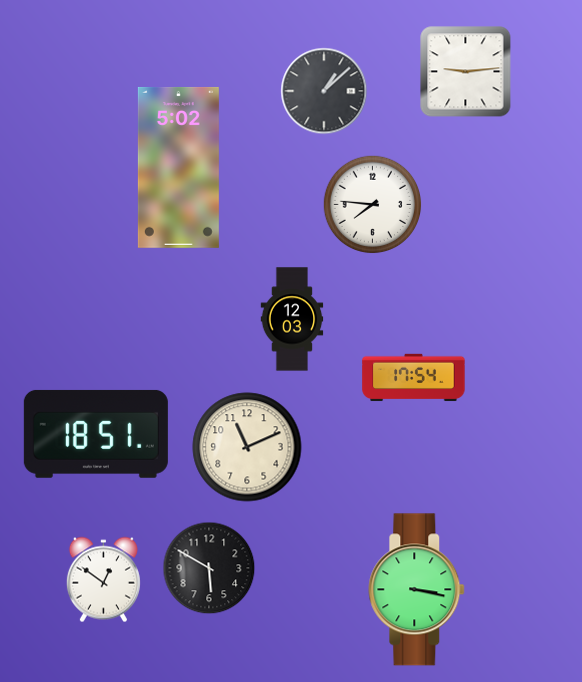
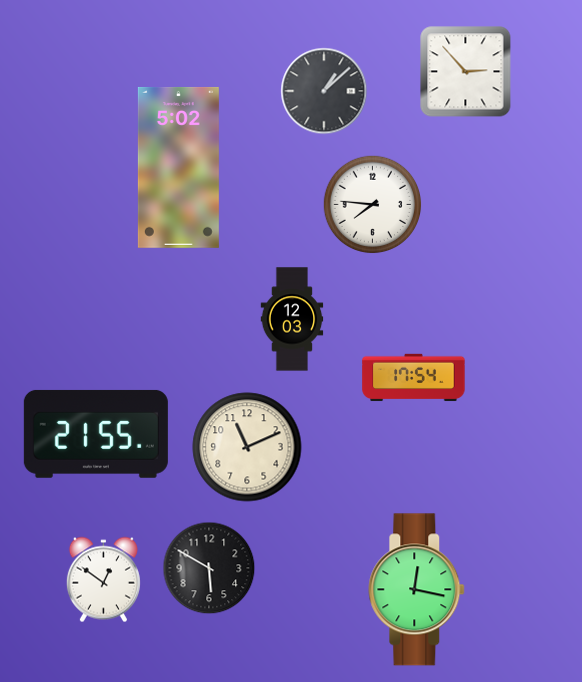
clock at (466, 72): 9:14 -> 2:53
clock at (96, 434): 18:51 -> 21:55
clock at (417, 590): 3:17 -> 12:17
